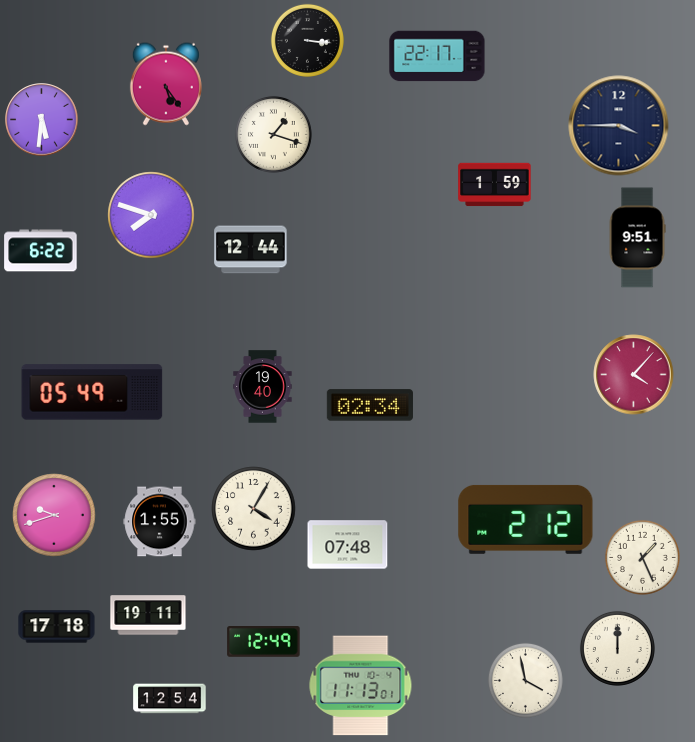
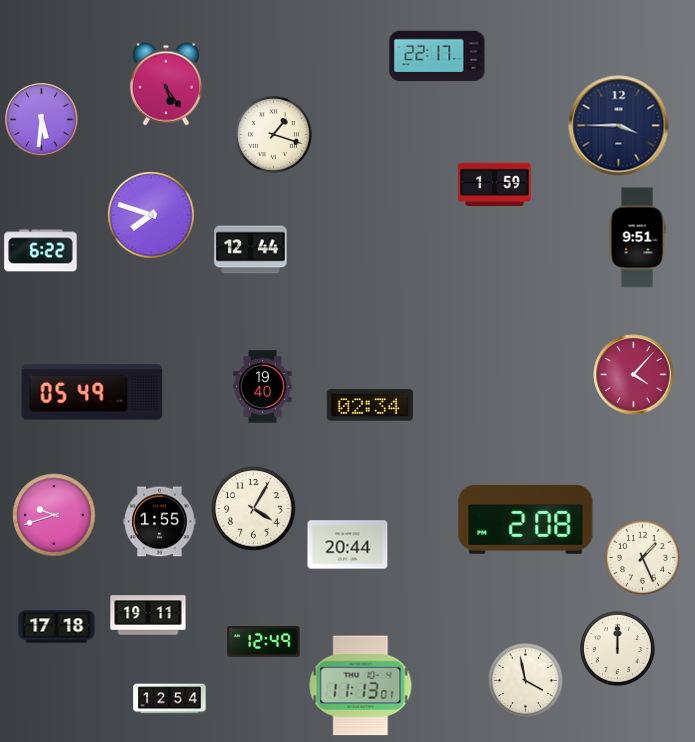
clock at (307, 40): 3:16 -> none
clock at (526, 519): 2:12 -> 2:08
clock at (348, 545): 07:48 -> 20:44
